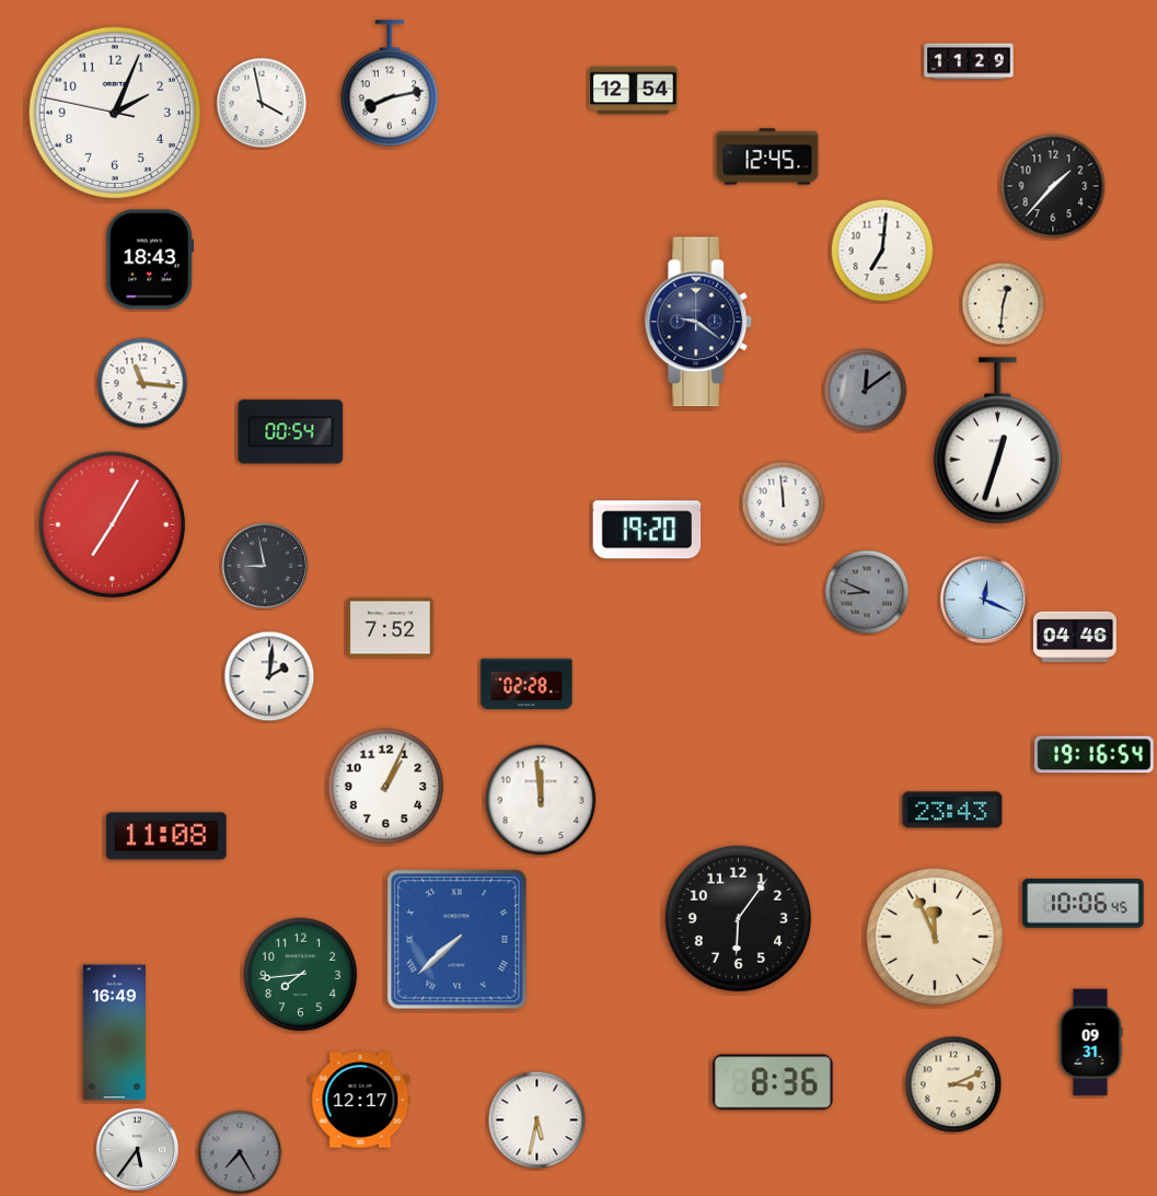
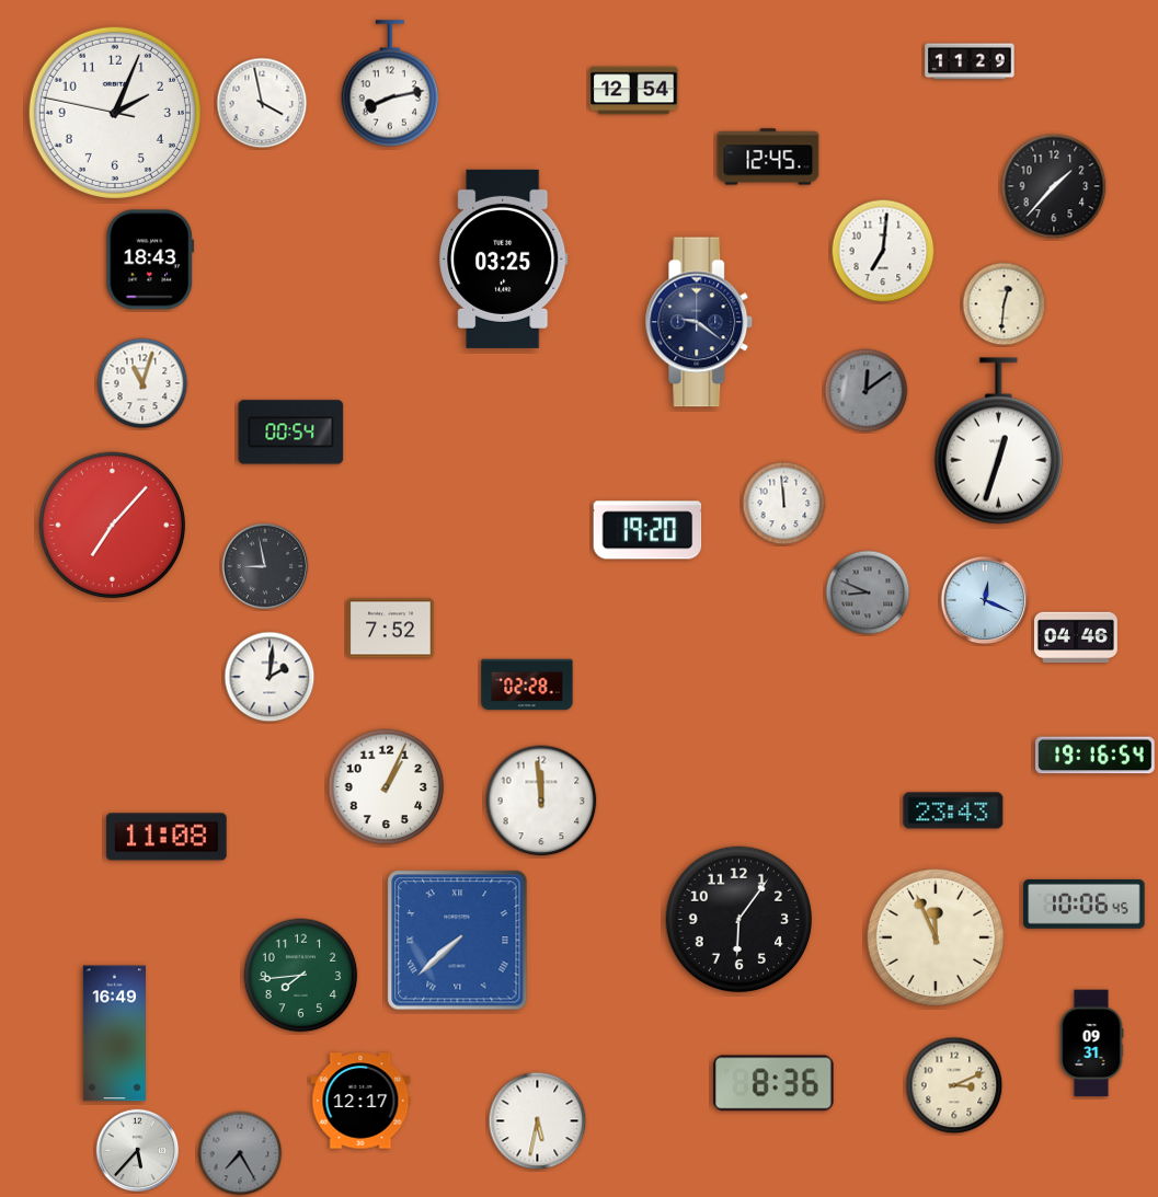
clock at (504, 258): none -> 03:25
clock at (142, 383): 11:16 -> 11:03
clock at (113, 525): 7:05 -> 7:07
clock at (138, 1150): 5:36 -> 5:37
